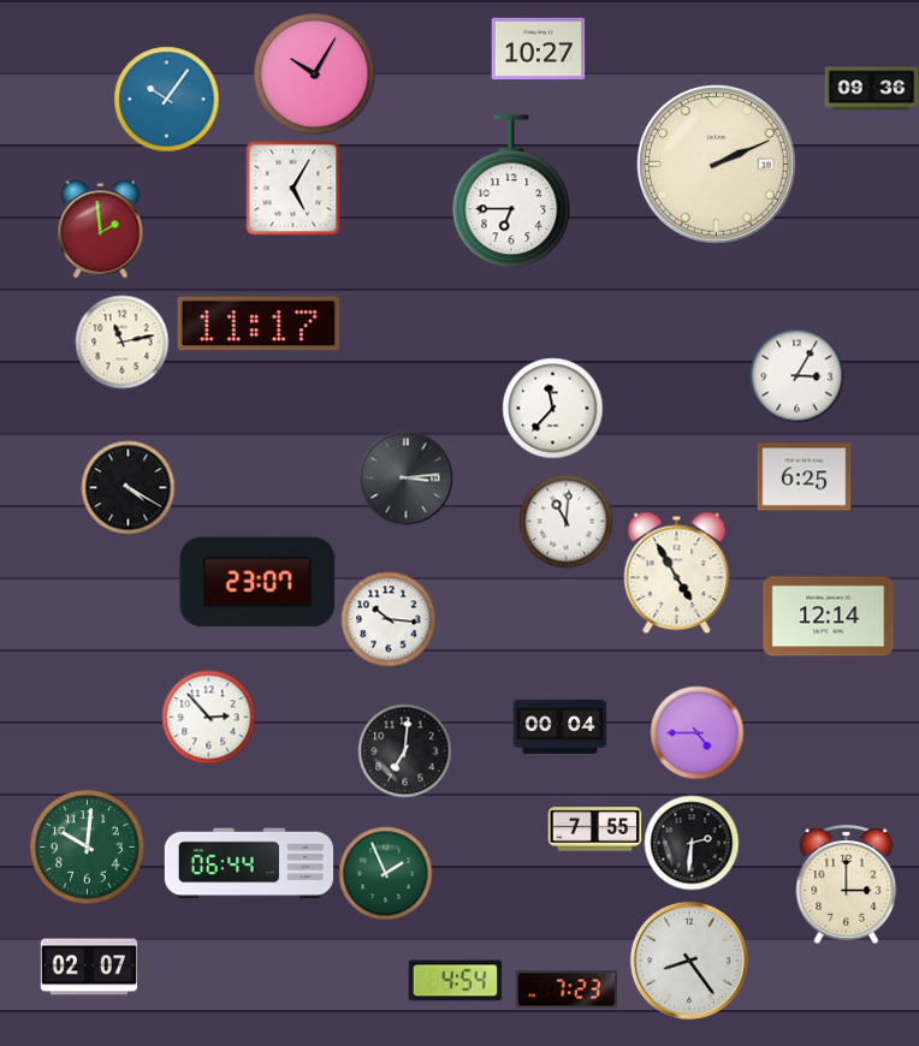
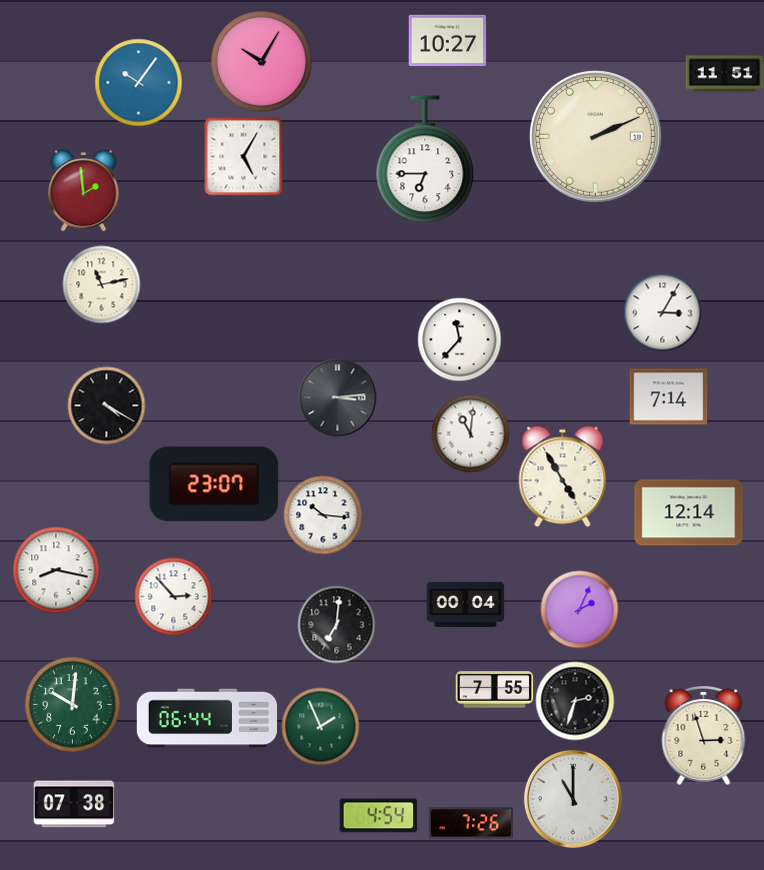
clock at (871, 89): 09:36 -> 11:51
clock at (259, 323): 11:17 -> none
clock at (804, 477): 6:25 -> 7:14
clock at (56, 570): none -> 8:17
clock at (696, 732): 4:45 -> 2:04
clock at (692, 843): 2:31 -> 2:33
clock at (847, 884): 3:00 -> 2:57
clock at (689, 961): 8:24 -> 11:00
clock at (89, 967): 02:07 -> 07:38
clock at (567, 989): 7:23 -> 7:26
